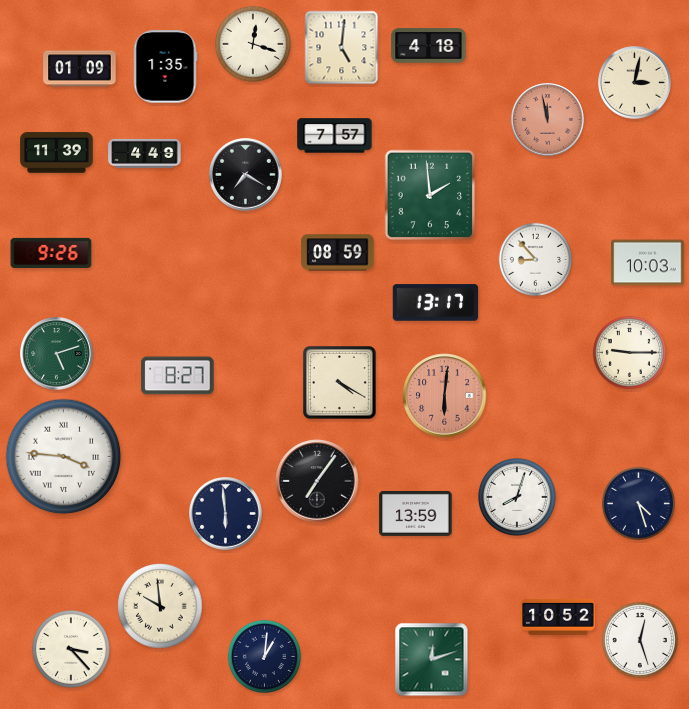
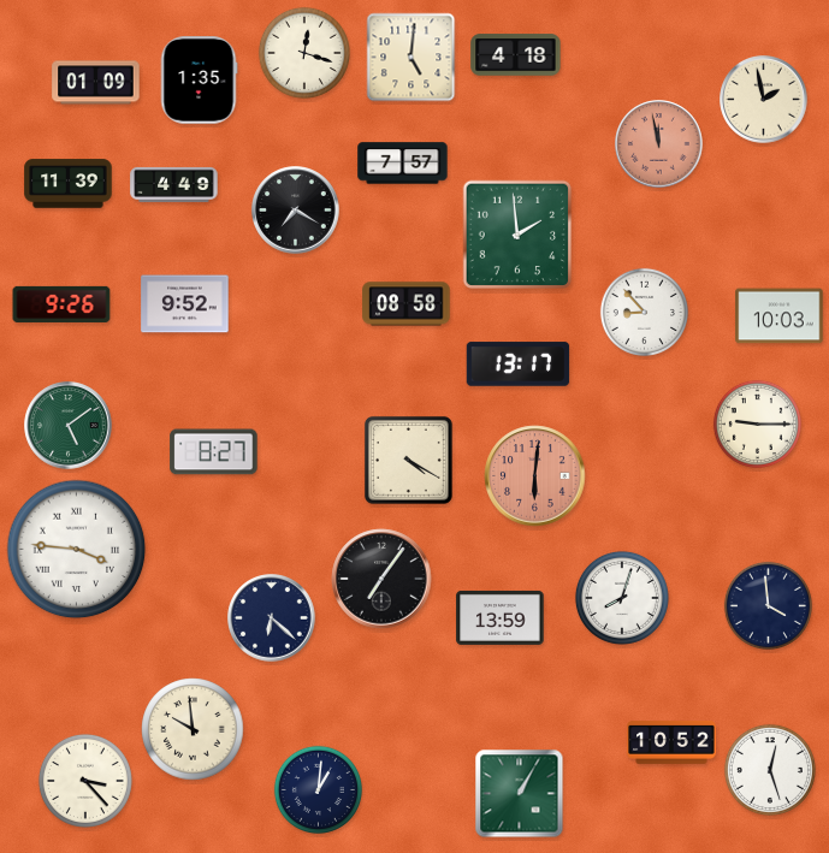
clock at (635, 83): 3:02 -> 1:58
clock at (185, 304): none -> 9:52
clock at (338, 253): 08:59 -> 08:58
clock at (436, 303) position: (436, 303) -> (519, 365)
clock at (57, 354): 5:12 -> 5:09
clock at (638, 503): 4:27 -> 3:59
clock at (226, 514): 5:59 -> 6:22
clock at (432, 660): 12:12 -> 1:05
